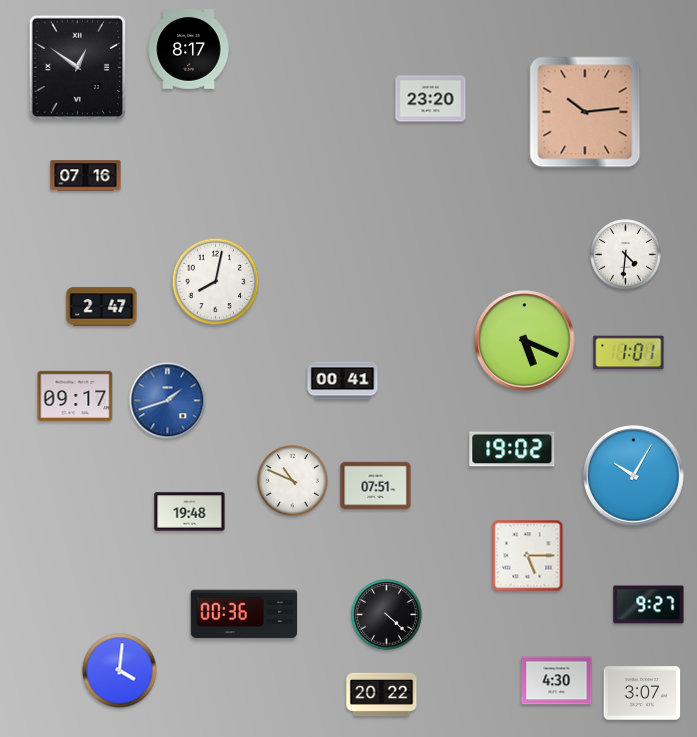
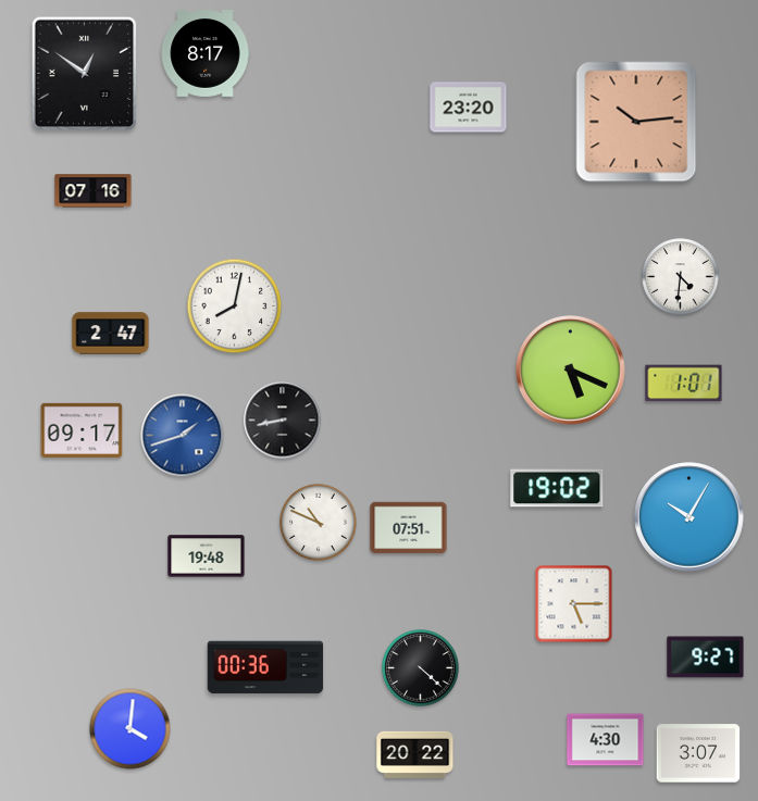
clock at (343, 381): 00:41 -> none
clock at (283, 421): none -> 8:43
